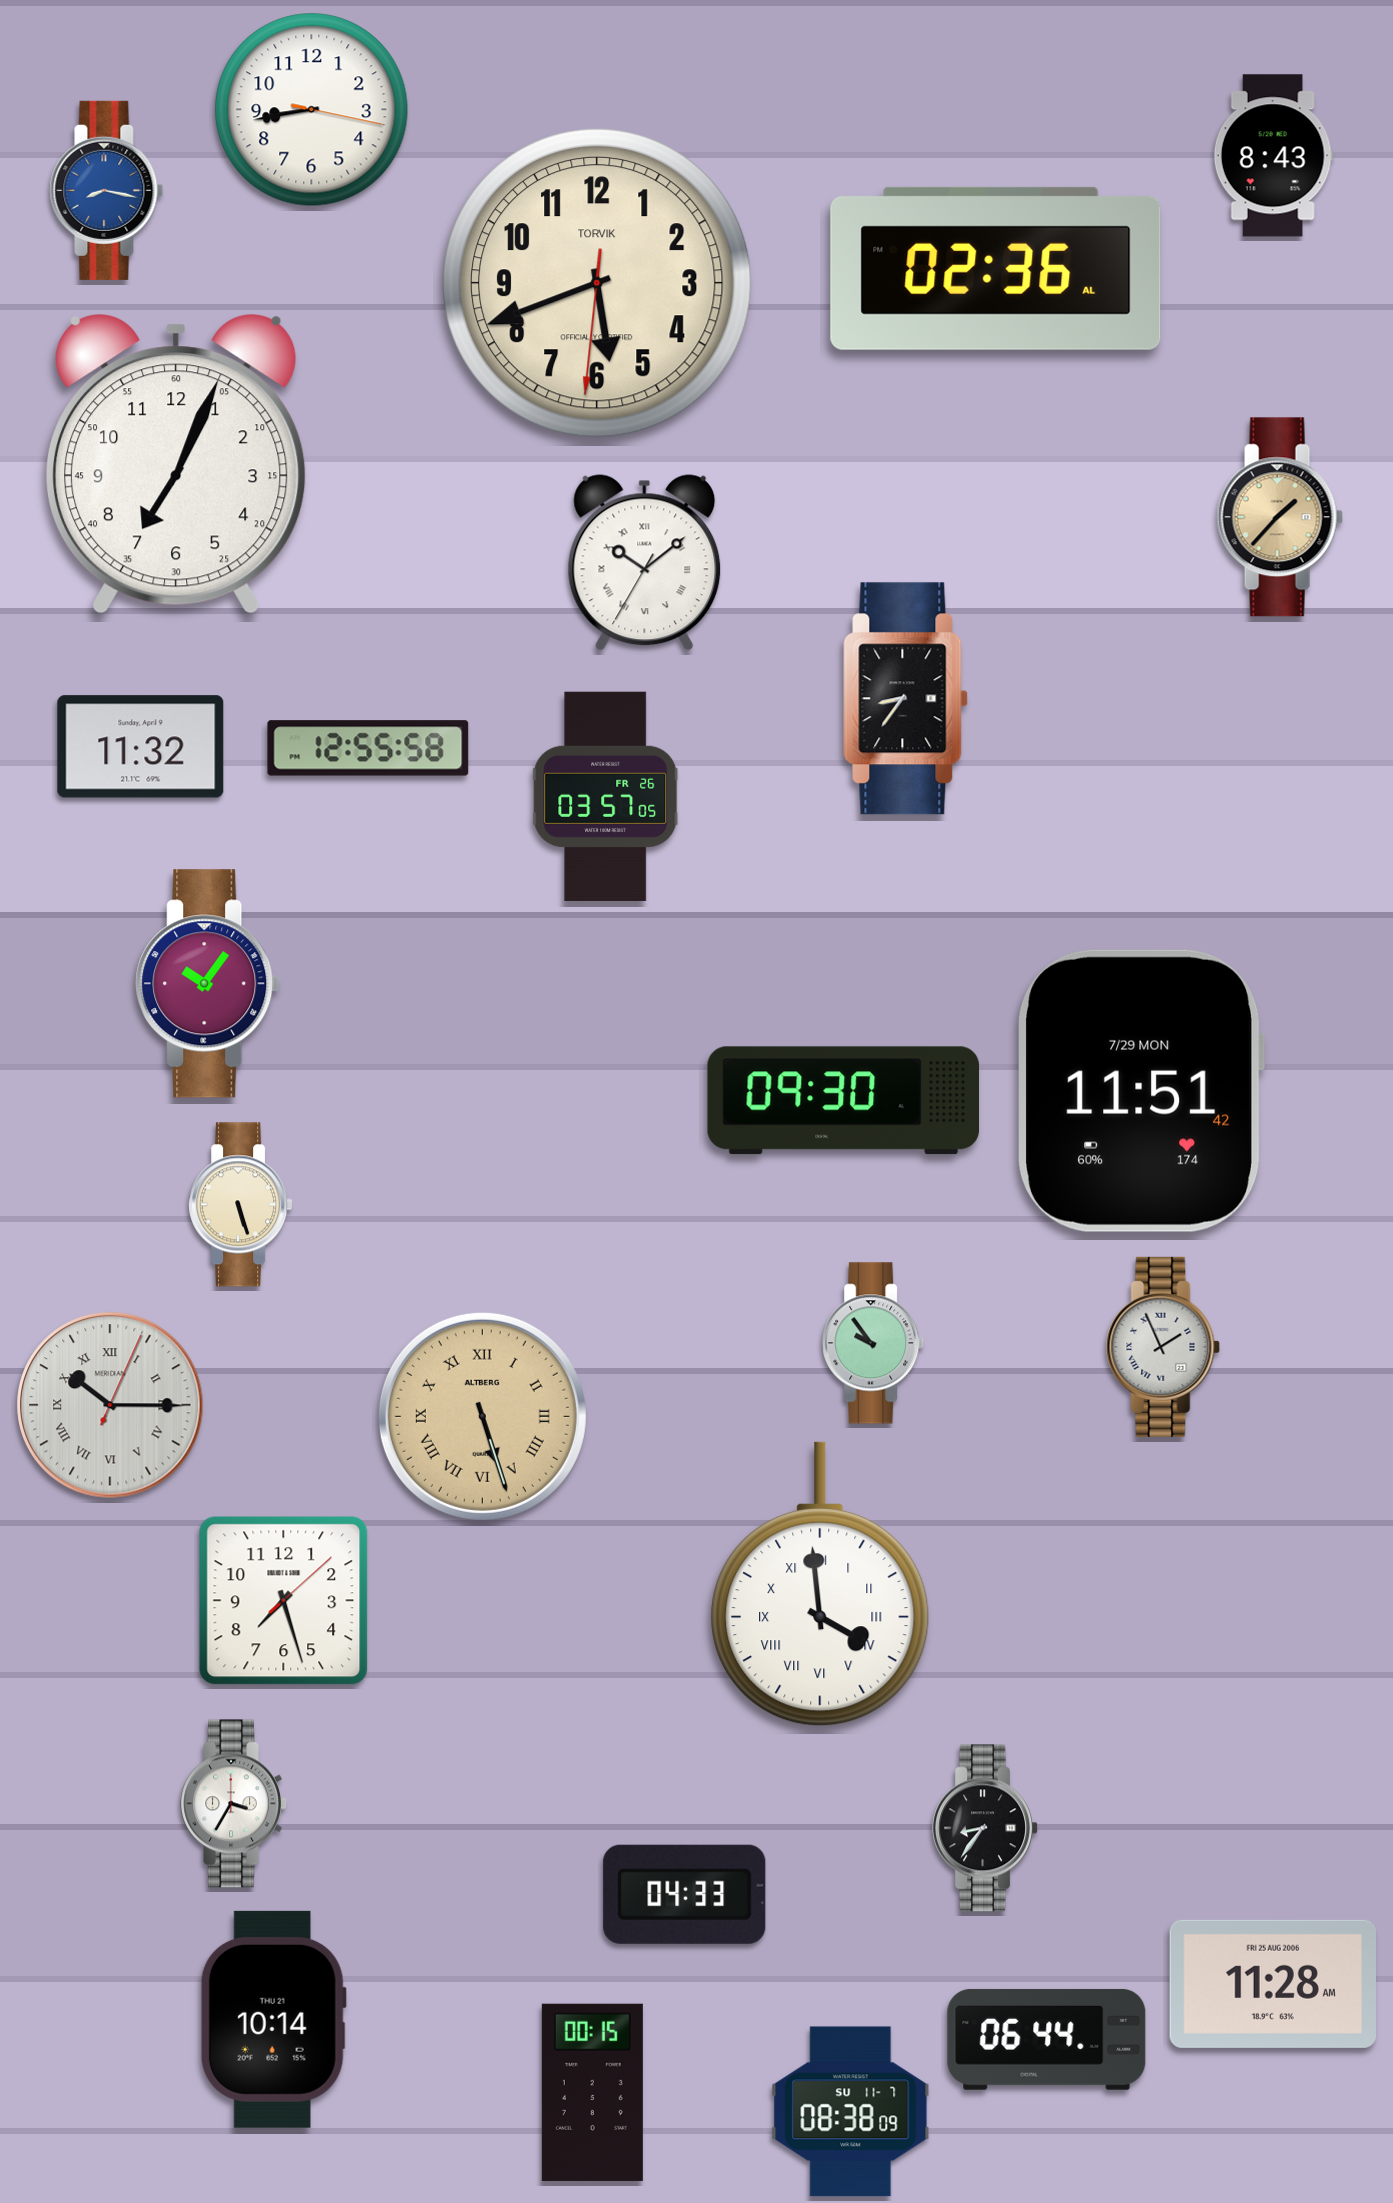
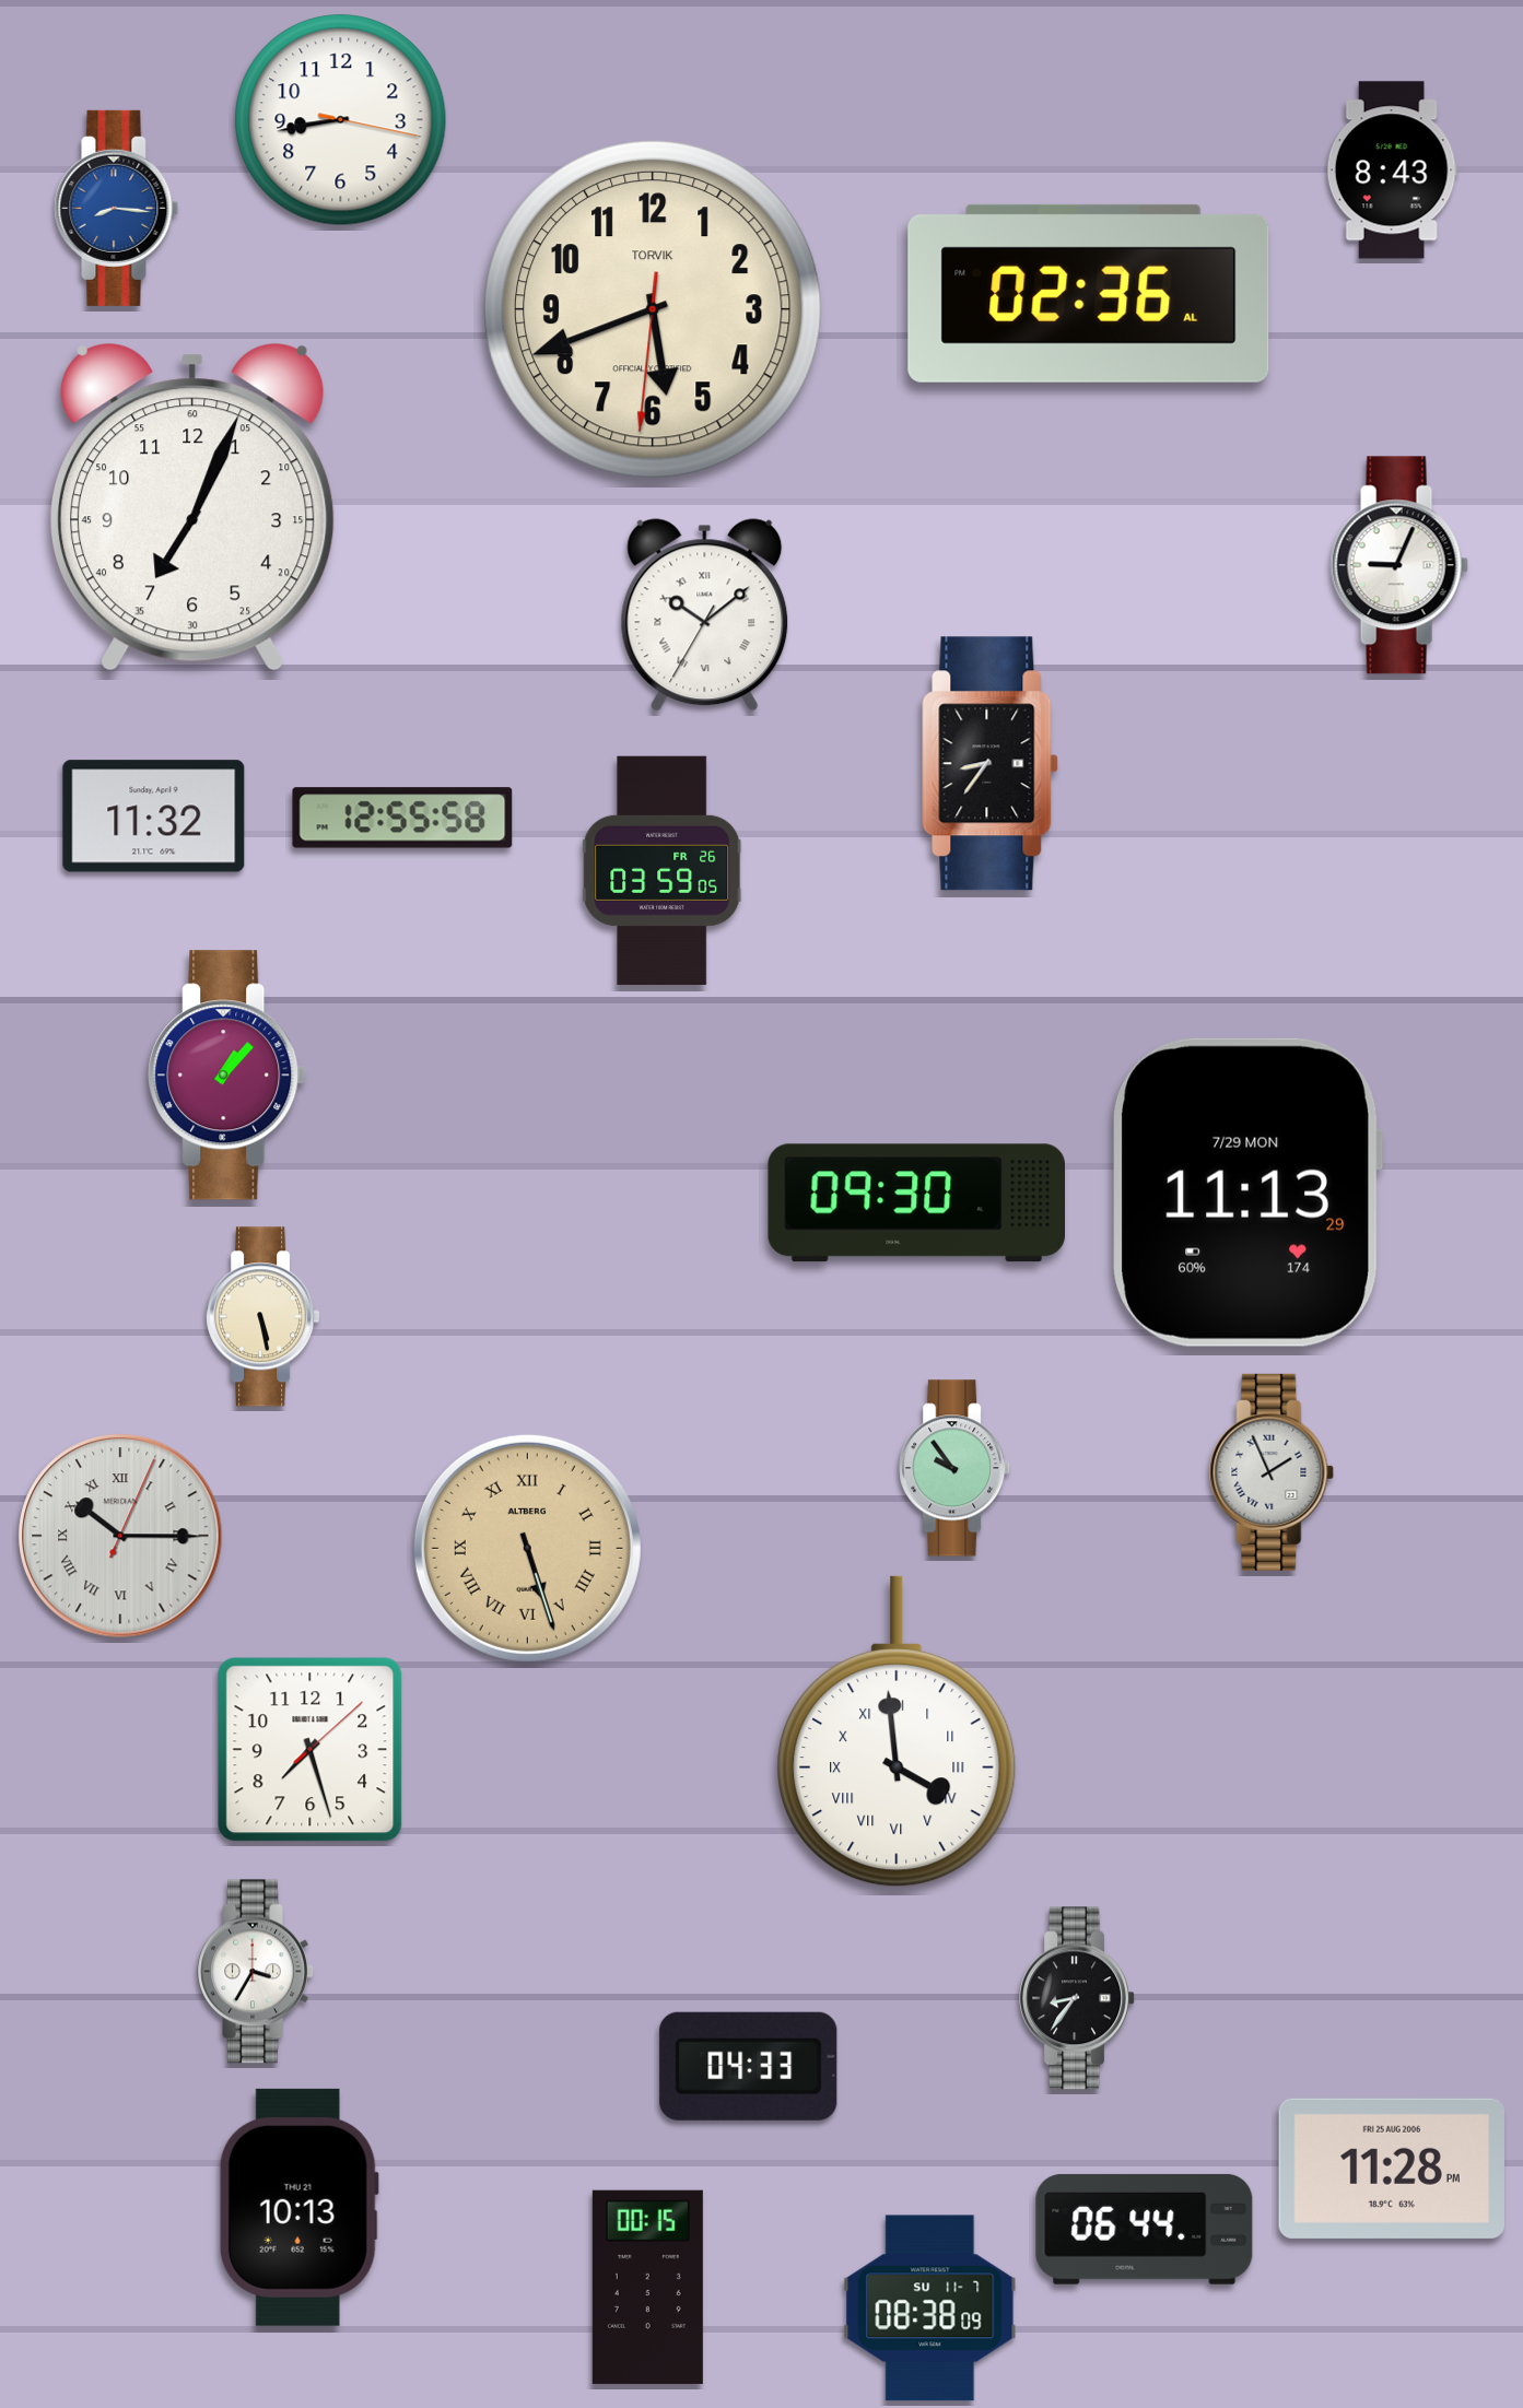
clock at (107, 190): 8:17 -> 8:16
clock at (1280, 517): 1:37 -> 9:04
clock at (1280, 517) dial: champagne -> white
clock at (606, 796): 03:57 -> 03:59
clock at (208, 984): 10:06 -> 1:07
clock at (1140, 1091): 11:51 -> 11:13
clock at (843, 1101) position: (843, 1101) -> (916, 1203)
clock at (241, 1205): 5:27 -> 5:28
clock at (685, 1894) position: (685, 1894) -> (749, 2066)
clock at (1272, 1984): 11:28 AM -> 11:28 PM
clock at (273, 2019): 10:14 -> 10:13
